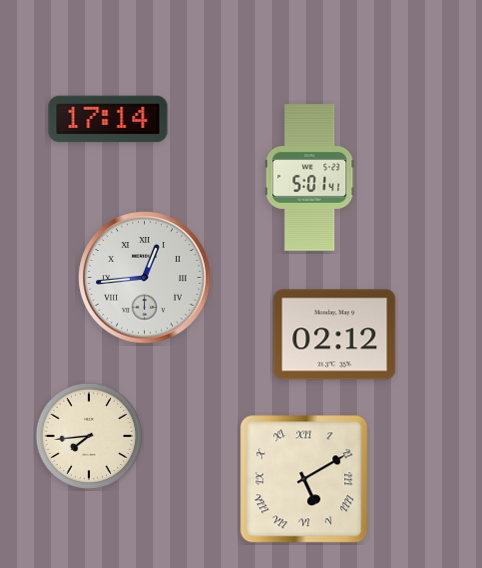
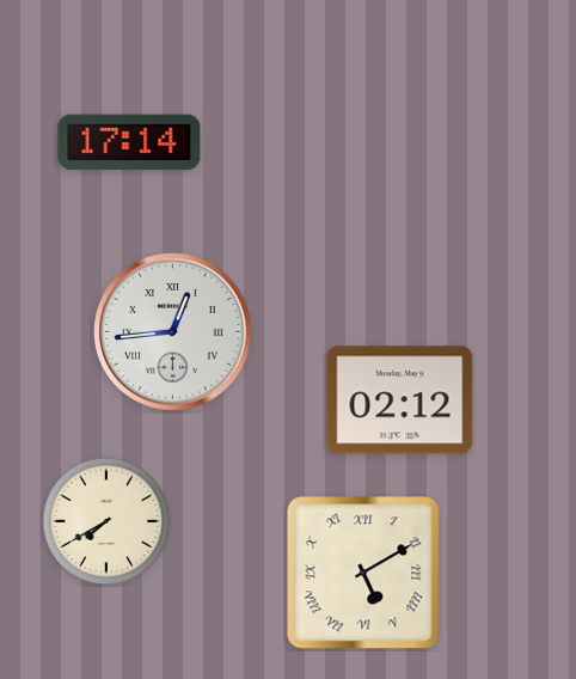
clock at (310, 178): 5:01 -> none
clock at (89, 436): 7:44 -> 7:40
